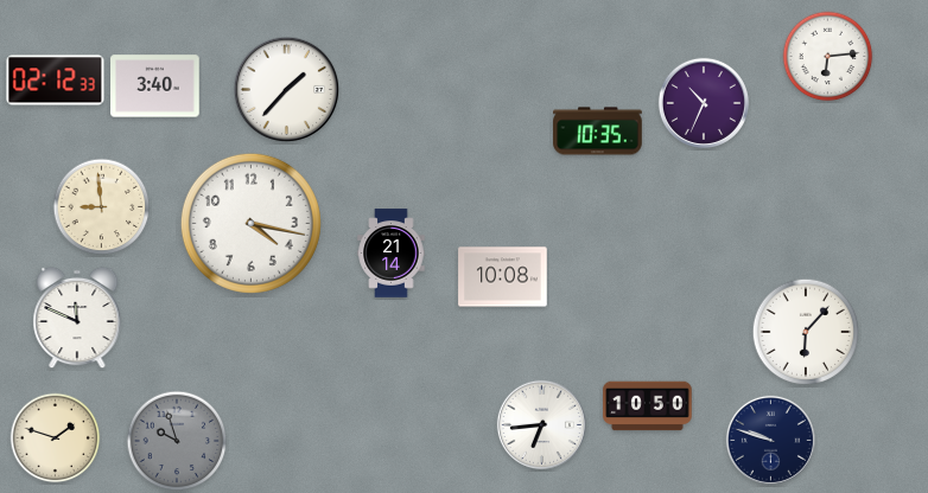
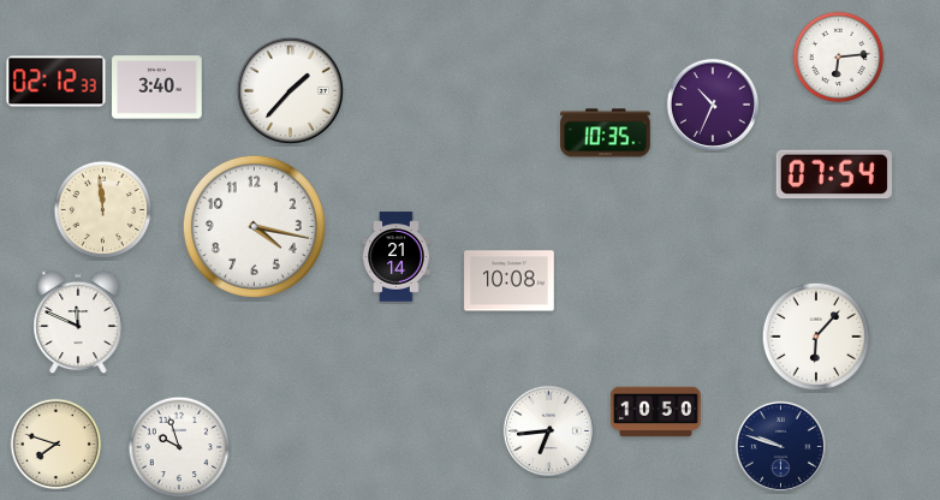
clock at (834, 174): none -> 07:54
clock at (102, 207): 8:59 -> 11:59
clock at (56, 438): 1:48 -> 7:48
clock at (177, 441) dial: grey -> white
